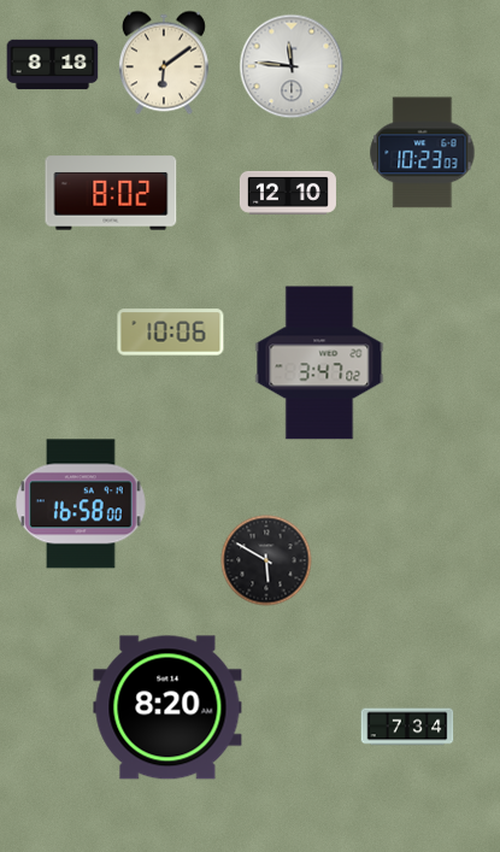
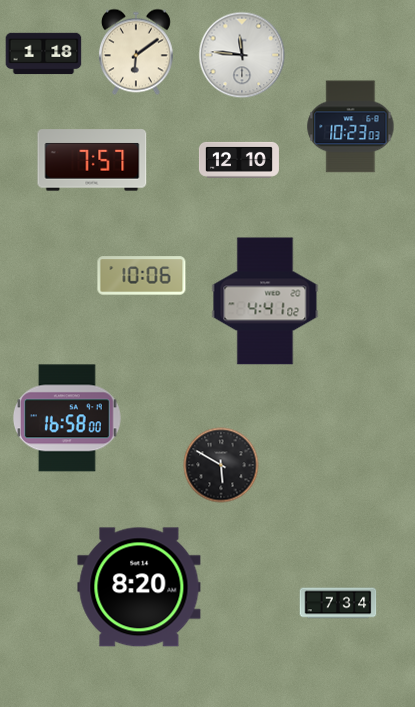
clock at (53, 65): 8:18 -> 1:18
clock at (111, 193): 8:02 -> 7:57
clock at (319, 363): 3:47 -> 4:41
